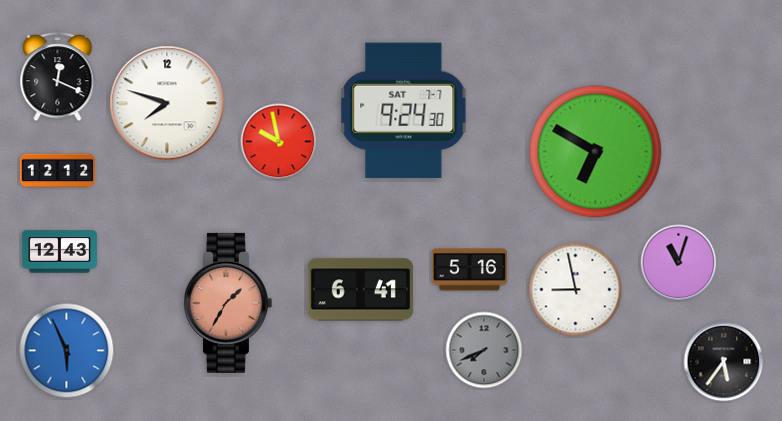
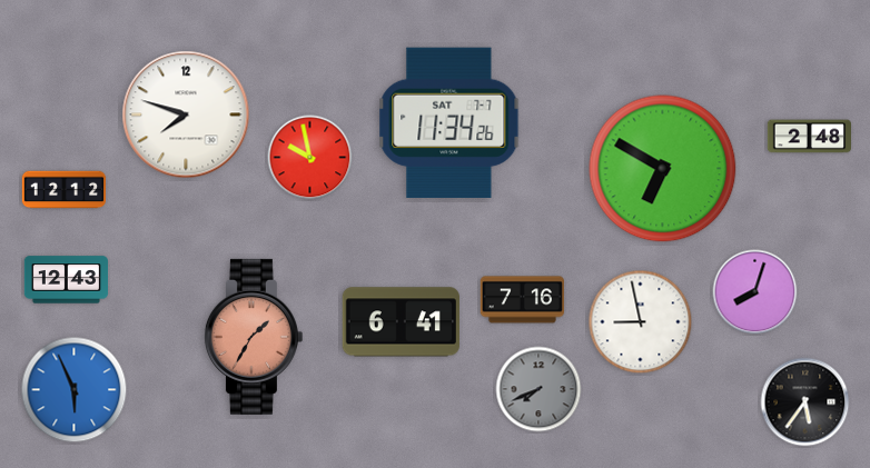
clock at (58, 78): 12:19 -> none
clock at (404, 110): 9:24 -> 11:34
clock at (809, 137): none -> 2:48
clock at (679, 263): 11:03 -> 8:03
clock at (469, 270): 5:16 -> 7:16
